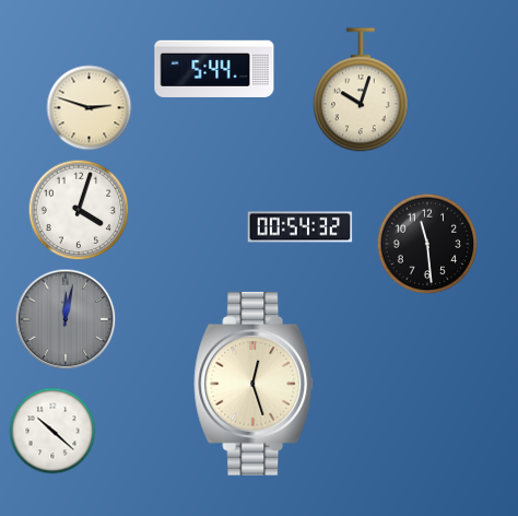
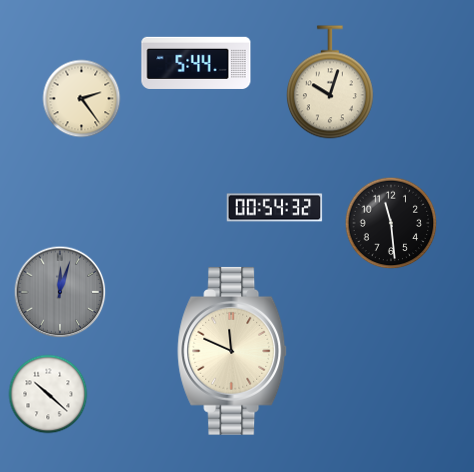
clock at (90, 108): 2:48 -> 2:24
clock at (79, 210): 4:03 -> none
clock at (66, 319): 12:02 -> 12:03
clock at (255, 384): 12:27 -> 11:49
